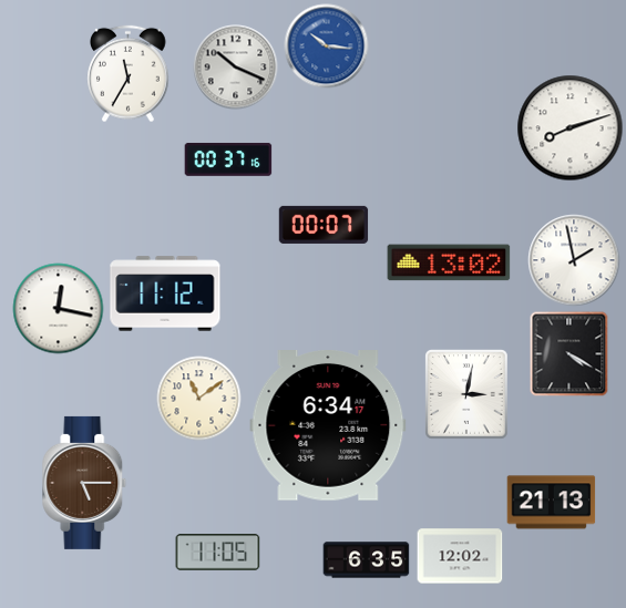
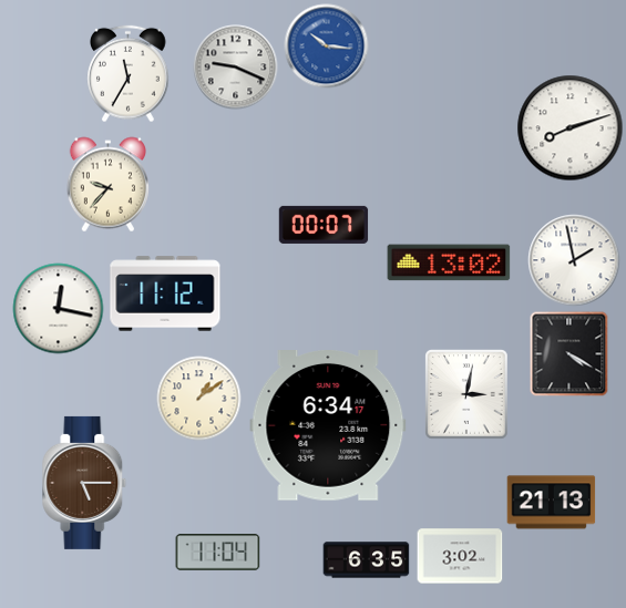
clock at (236, 68): 10:19 -> 9:19
clock at (228, 159): 00:37 -> none
clock at (107, 185): none -> 9:37
clock at (199, 399): 11:09 -> 1:09
clock at (218, 553): 11:05 -> 11:04
clock at (460, 556): 12:02 -> 3:02
